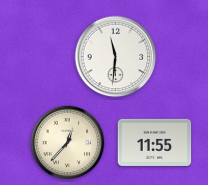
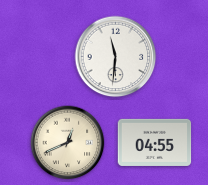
clock at (155, 142): 11:55 -> 04:55
clock at (68, 143): 12:37 -> 12:41
